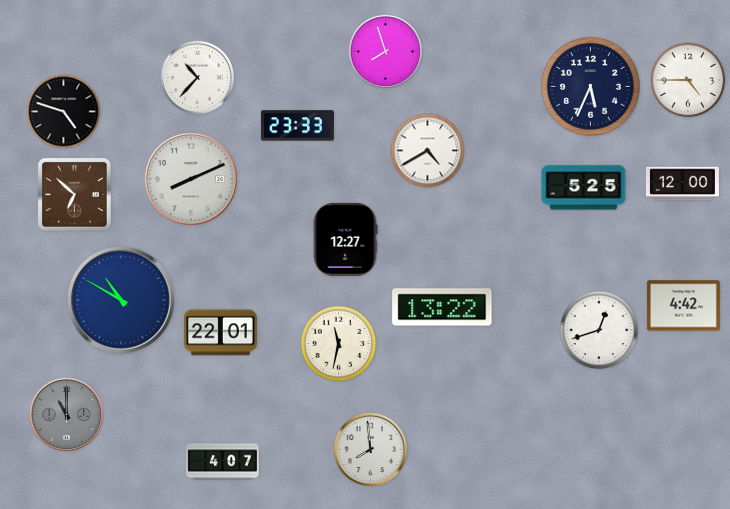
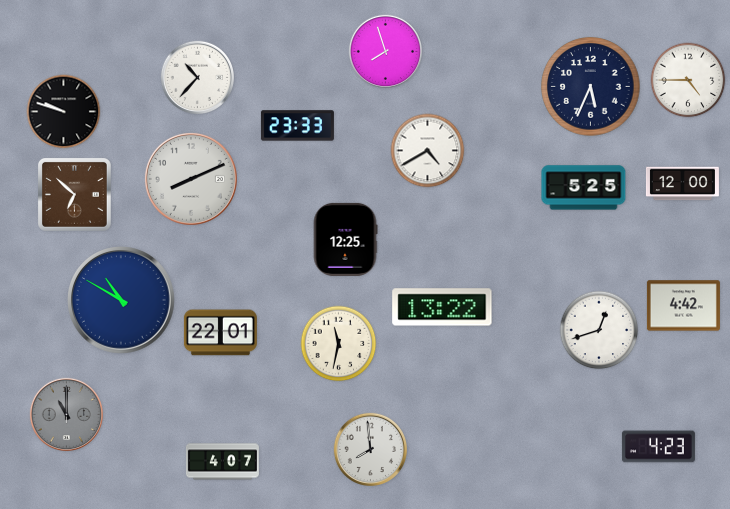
clock at (64, 112): 4:48 -> 9:48
clock at (345, 239): 12:27 -> 12:25
clock at (658, 447): none -> 4:23
